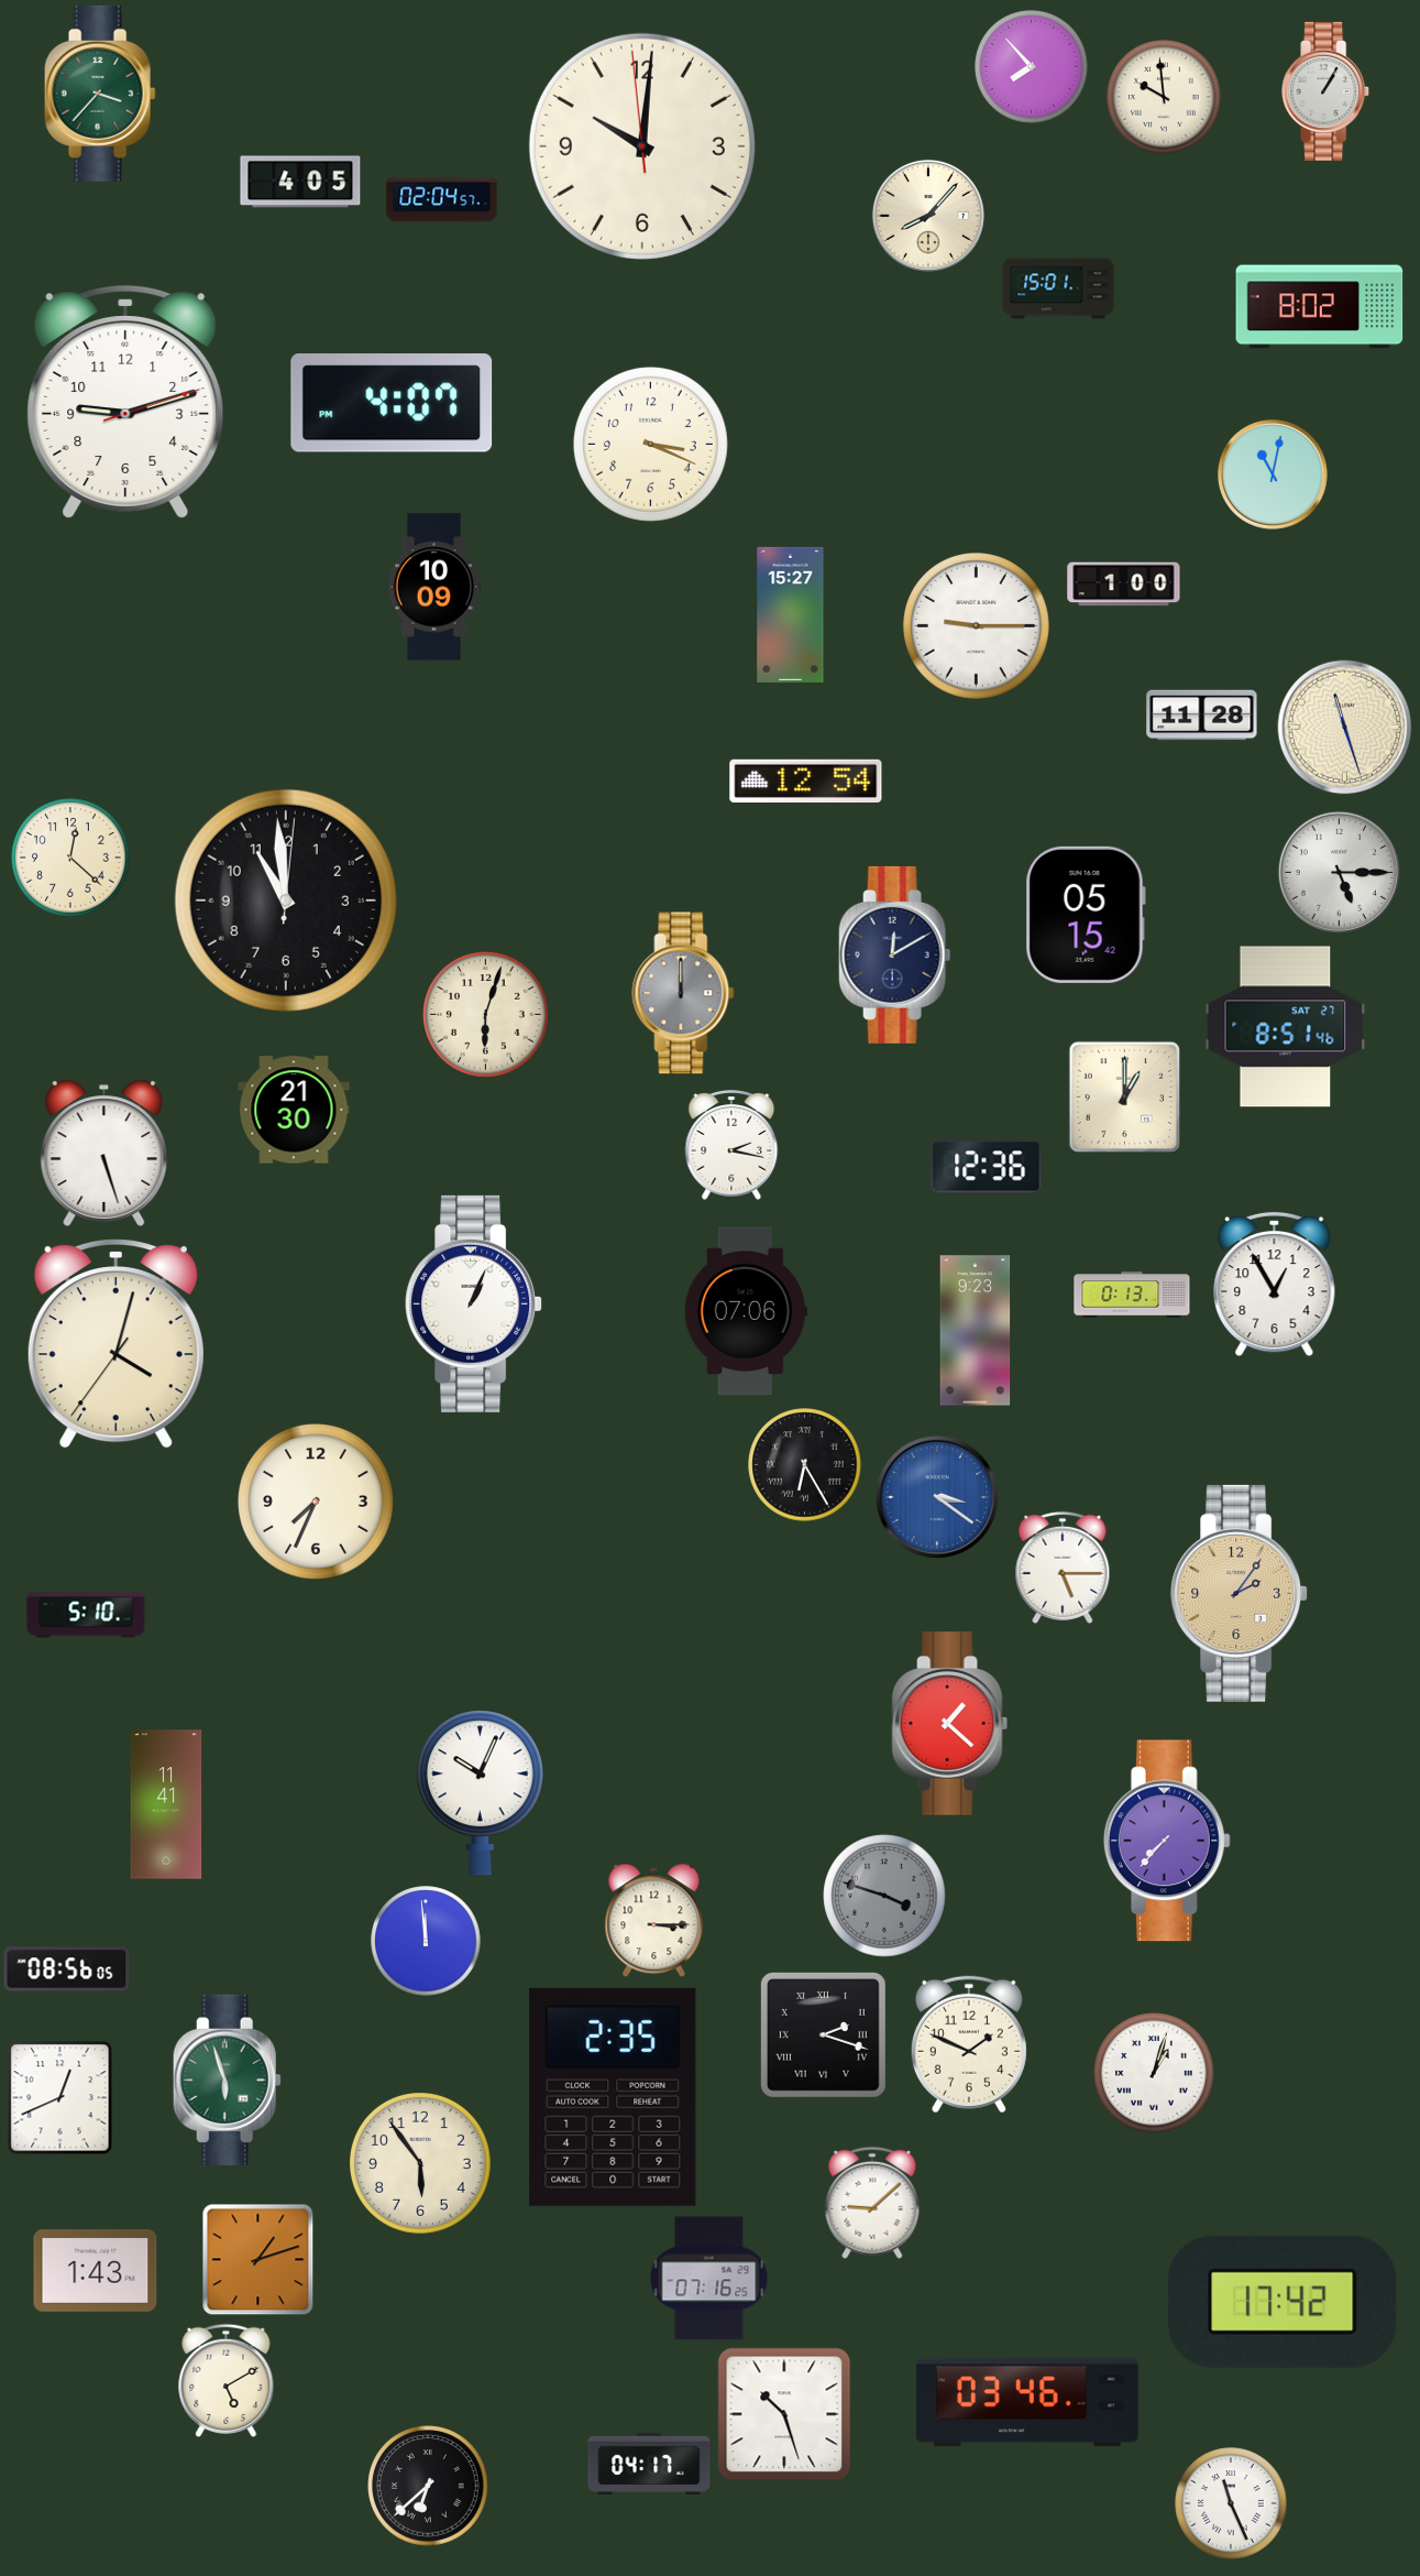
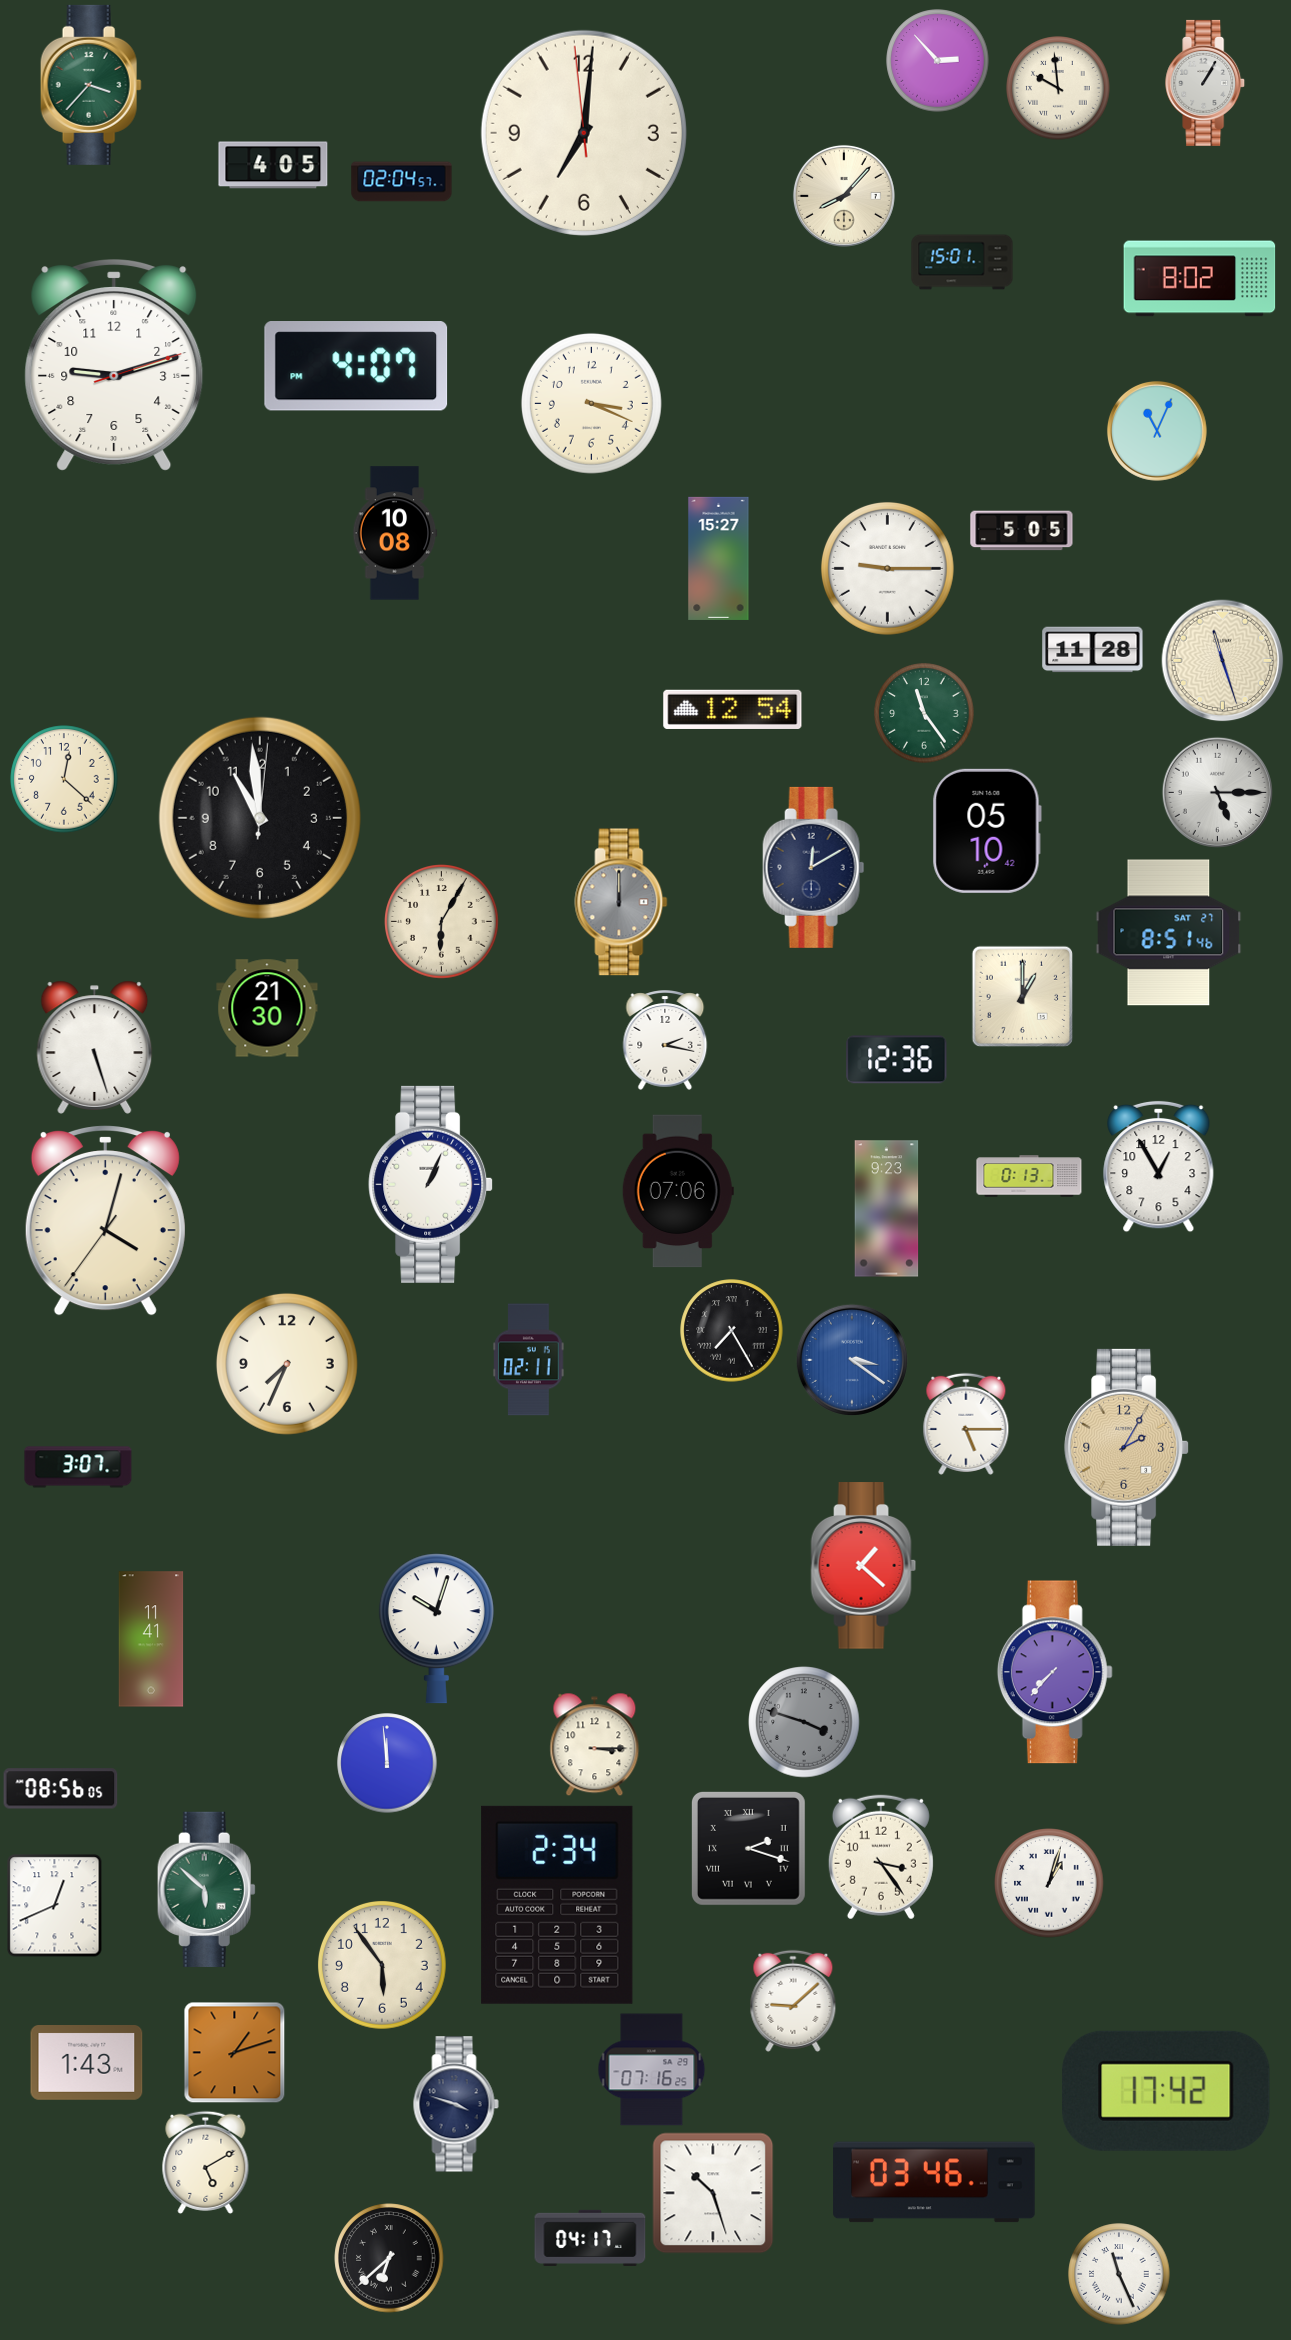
clock at (1032, 67): 7:53 -> 2:53
clock at (642, 146): 10:00 -> 7:00
clock at (1273, 474): 11:02 -> 11:04
clock at (1124, 585): 1:00 -> 5:05
clock at (434, 587): 10:09 -> 10:08
clock at (924, 713): none -> 11:24
clock at (1086, 915): 05:15 -> 05:10
clock at (486, 1015): 6:03 -> 6:05
clock at (805, 1465): 6:25 -> 7:25
clock at (529, 1360): none -> 02:11
clock at (1240, 1593): 2:06 -> 2:05
clock at (86, 1615): 5:10 -> 3:07
clock at (480, 1793): 10:04 -> 10:03
clock at (1167, 1841) position: (1167, 1841) -> (1055, 1672)
clock at (969, 2044): 1:49 -> 3:24
clock at (227, 2080): 5:57 -> 5:52
clock at (613, 2097): 2:35 -> 2:34
clock at (709, 2279) position: (709, 2279) -> (652, 2070)
clock at (456, 2104): none -> 3:48
